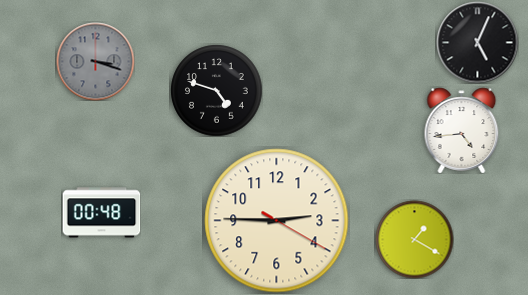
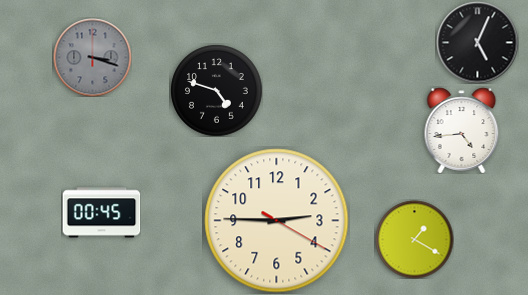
clock at (95, 61) position: (95, 61) -> (92, 57)
clock at (101, 213): 00:48 -> 00:45
